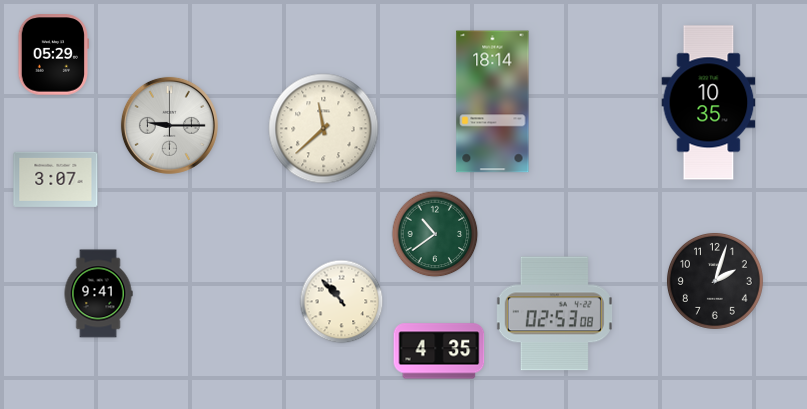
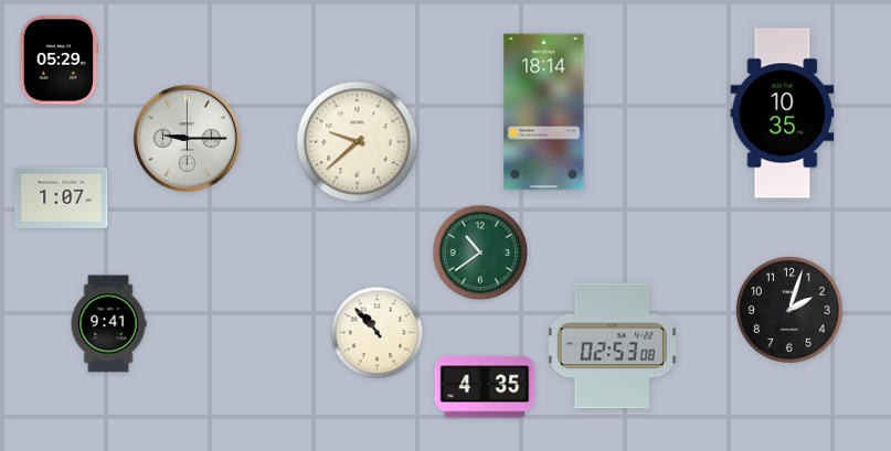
clock at (324, 129): 11:38 -> 9:38
clock at (56, 179): 3:07 -> 1:07
clock at (435, 234) position: (435, 234) -> (480, 253)
